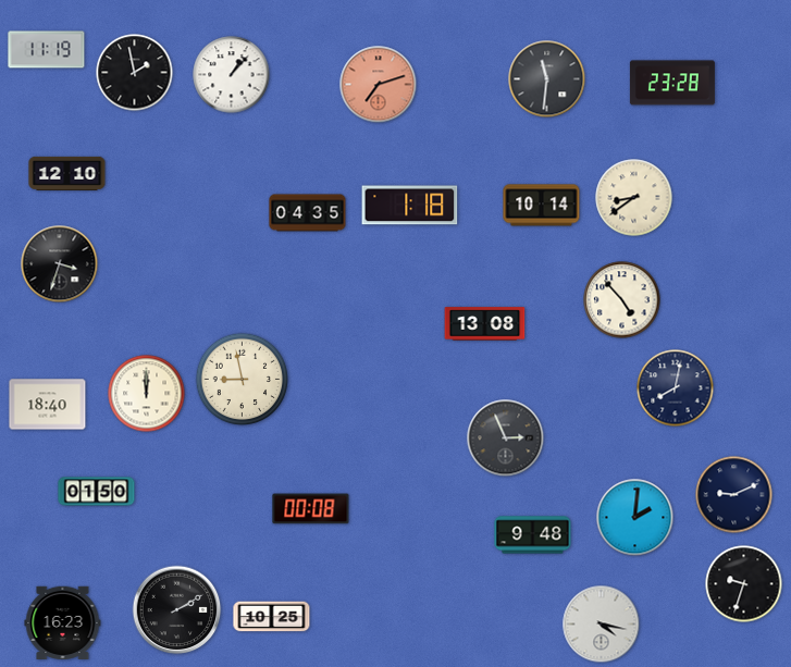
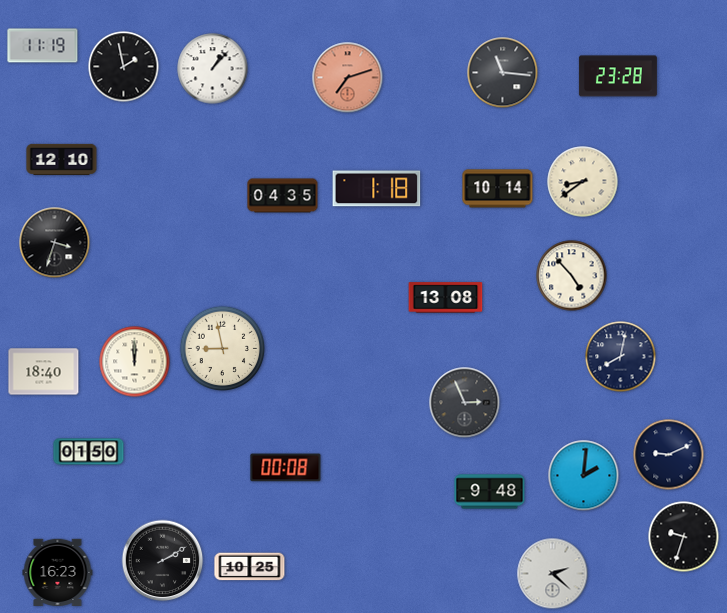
clock at (547, 79): 11:31 -> 11:16
clock at (734, 495) position: (734, 495) -> (669, 455)
clock at (602, 625): 4:17 -> 2:22
